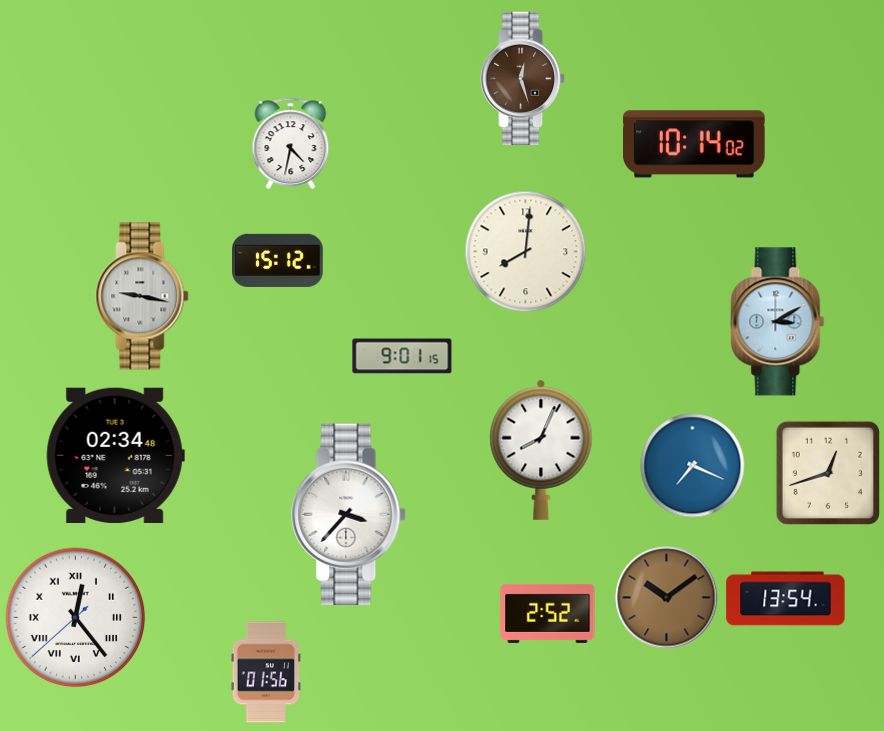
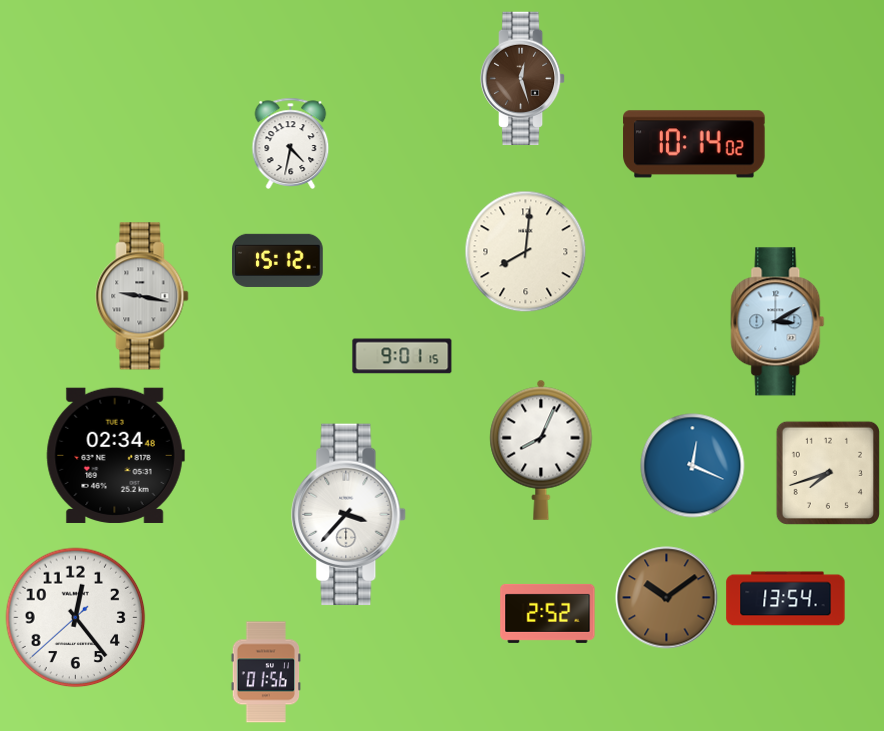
clock at (693, 466): 7:19 -> 12:19
clock at (828, 473): 12:42 -> 7:42
clock at (76, 618) numerals: Roman -> Arabic
